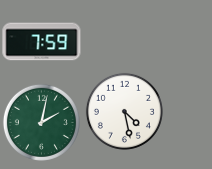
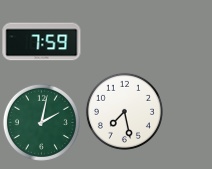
clock at (124, 111): 4:28 -> 7:28
